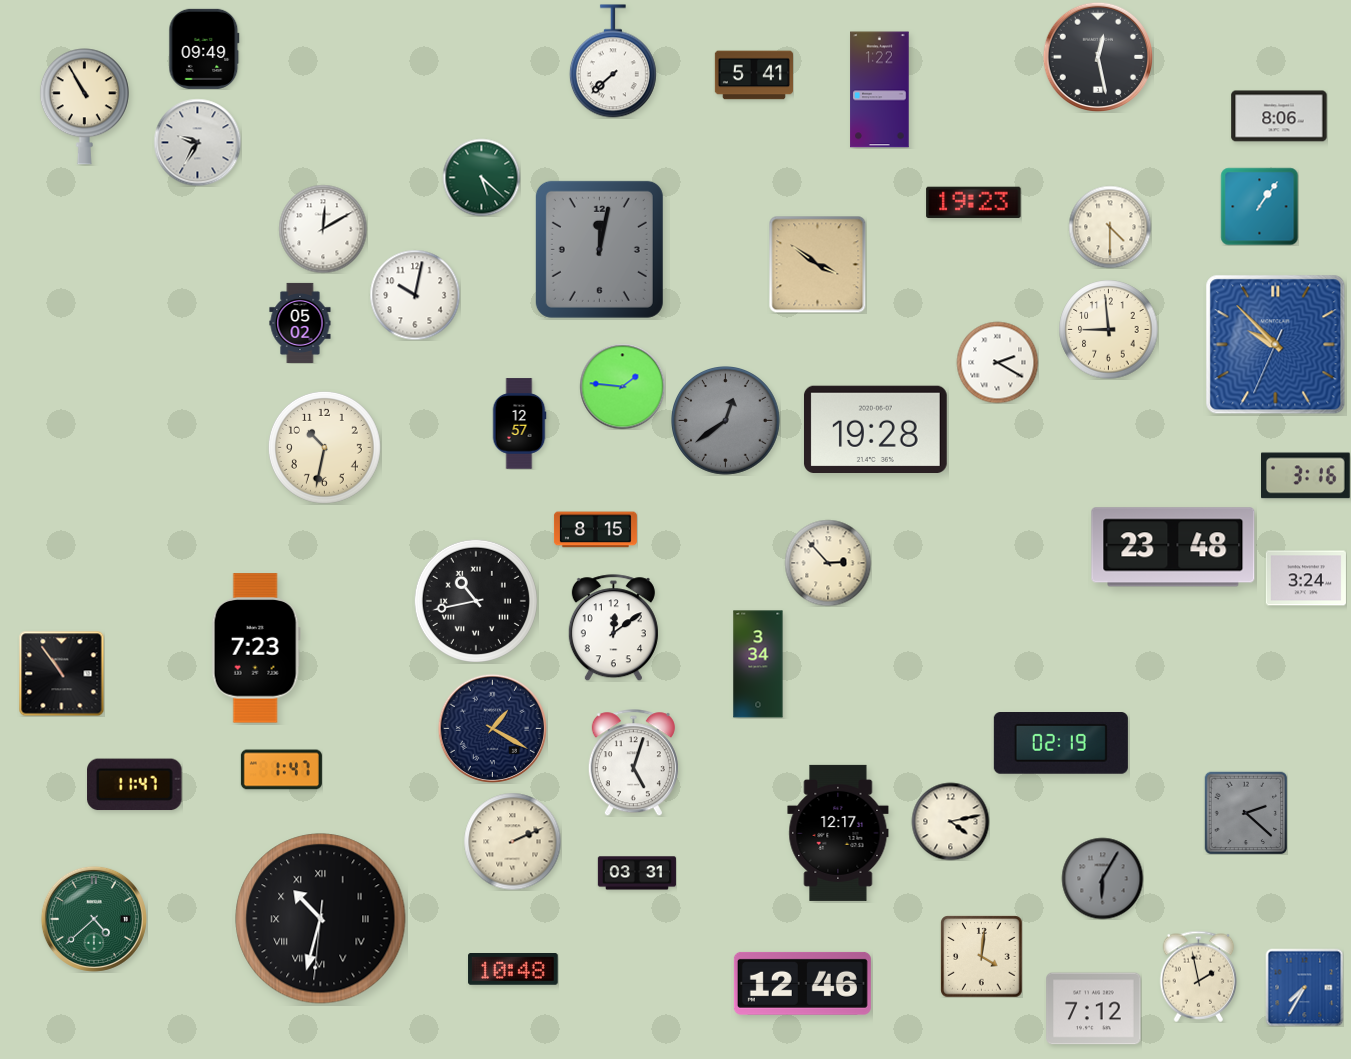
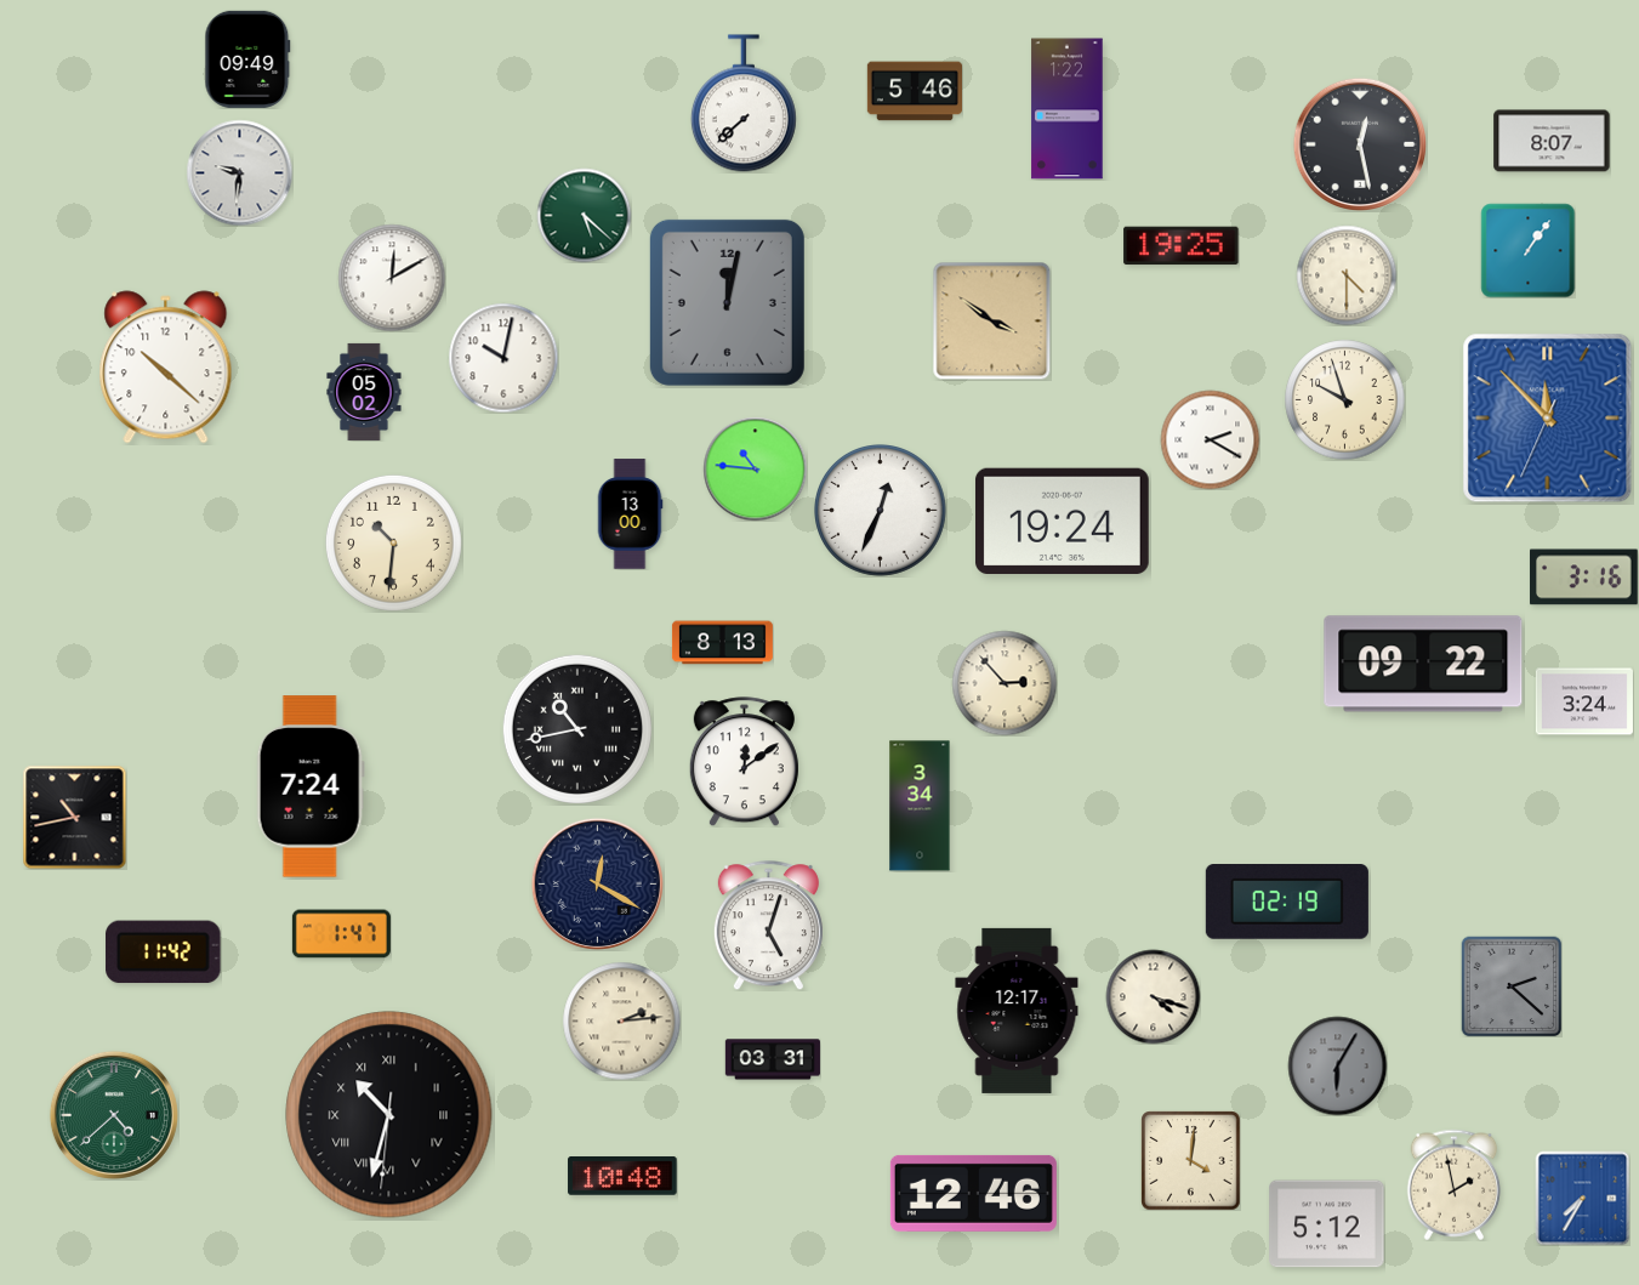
clock at (1097, 56) position: (1097, 56) -> (1359, 143)
clock at (613, 61) position: (613, 61) -> (744, 103)
clock at (753, 75): 5:41 -> 5:46
clock at (84, 107): 10:55 -> none
clock at (1279, 116): 8:06 -> 8:07
clock at (197, 142): 9:35 -> 9:31
clock at (974, 203): 19:23 -> 19:25
clock at (166, 368): none -> 10:22
clock at (1109, 330): 8:59 -> 9:57
clock at (1276, 345): 9:52 -> 11:52
clock at (622, 386): 1:46 -> 10:46
clock at (726, 421): 12:39 -> 12:34
clock at (726, 421) dial: grey -> white
clock at (519, 424): 12:57 -> 13:00
clock at (875, 429): 19:28 -> 19:24
clock at (324, 447): 10:32 -> 10:31
clock at (595, 530): 8:15 -> 8:13
clock at (1173, 547): 23:48 -> 09:22
clock at (256, 648): 7:23 -> 7:24
clock at (61, 673): 10:54 -> 10:43
clock at (492, 728): 1:20 -> 12:20
clock at (135, 785): 11:47 -> 11:42
clock at (950, 821): 4:13 -> 4:18
clock at (512, 841): 2:11 -> 2:14
clock at (1094, 1009): 7:12 -> 5:12
